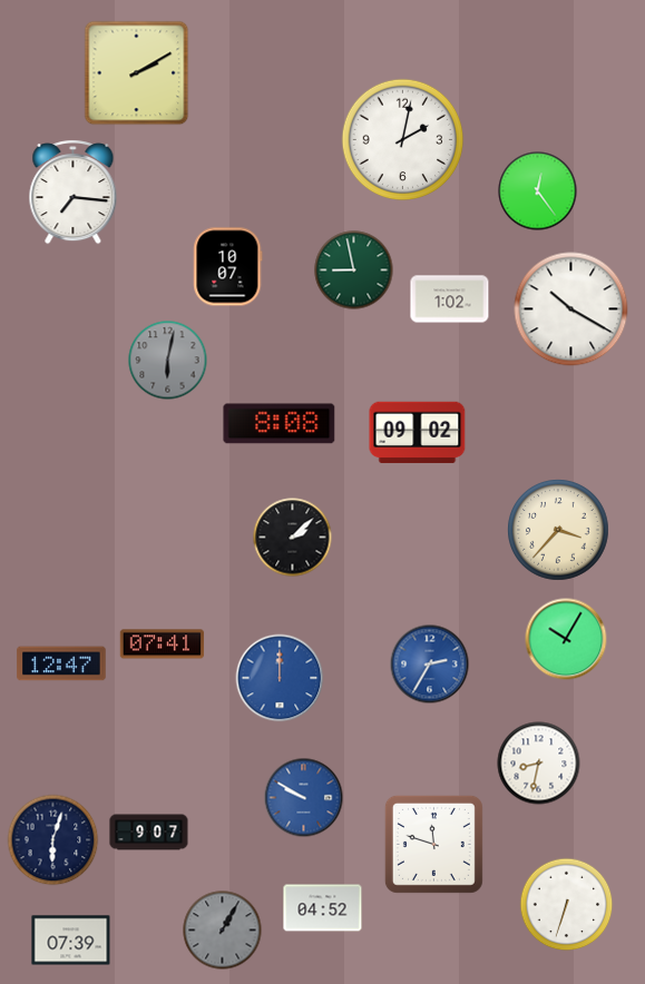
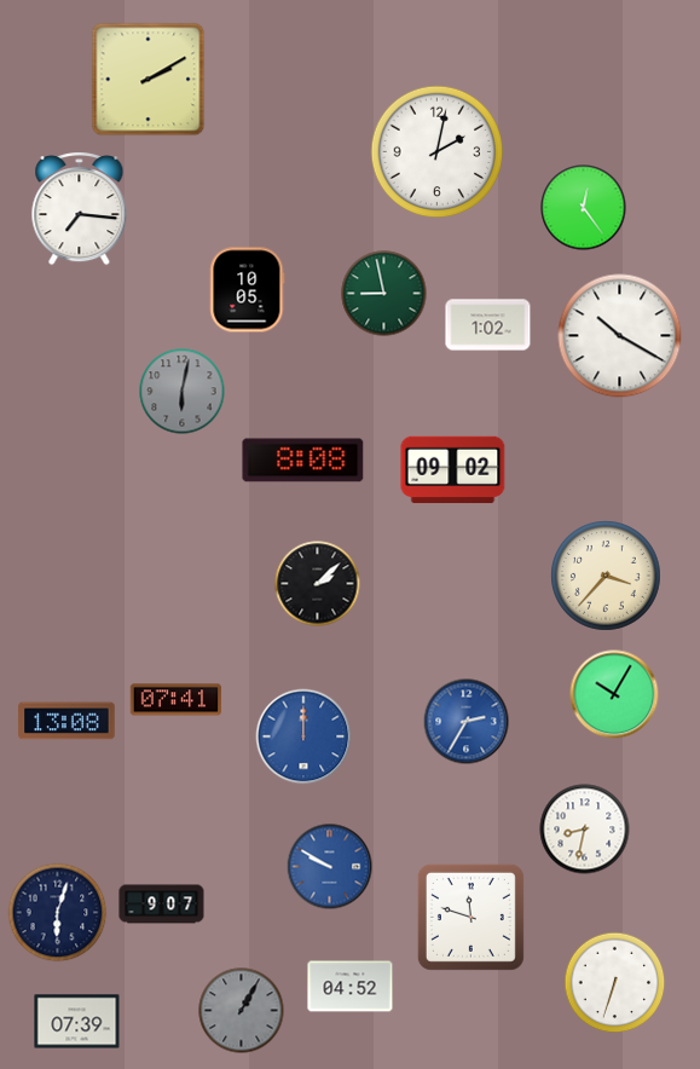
clock at (228, 267): 10:07 -> 10:05
clock at (61, 663): 12:47 -> 13:08
